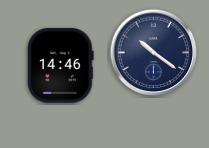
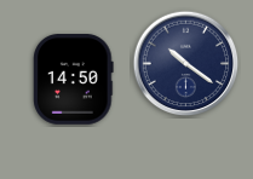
clock at (61, 66): 14:46 -> 14:50
